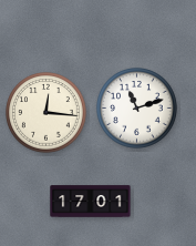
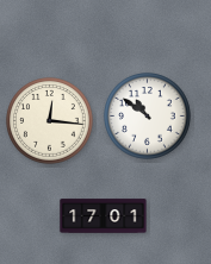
clock at (137, 109): 11:12 -> 10:51
clock at (91, 202) position: (91, 202) -> (104, 216)
